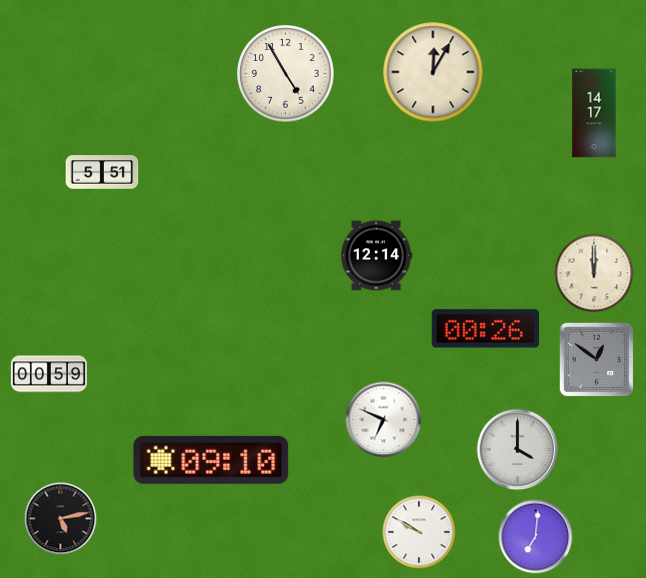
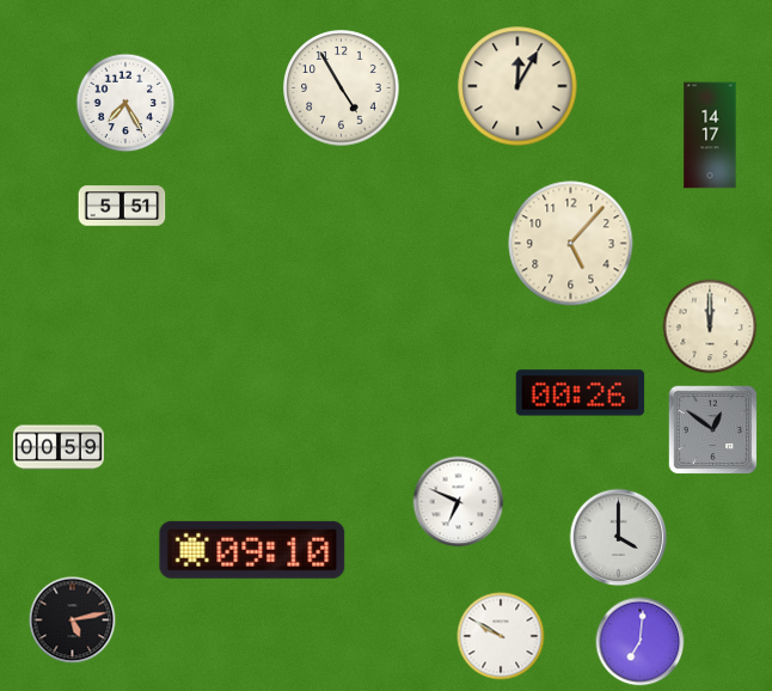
clock at (125, 103): none -> 7:25
clock at (571, 244): none -> 5:07
clock at (376, 256): 12:14 -> none
